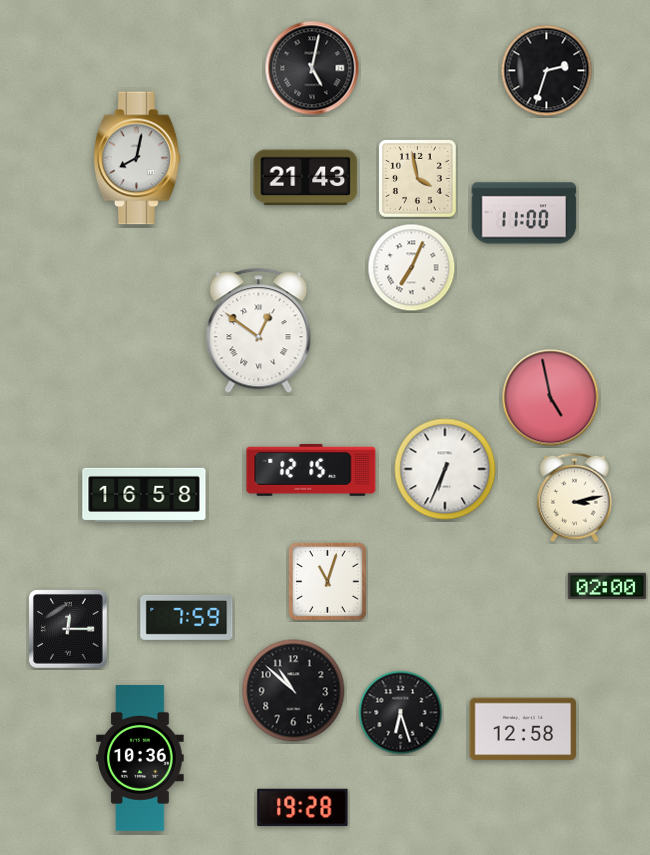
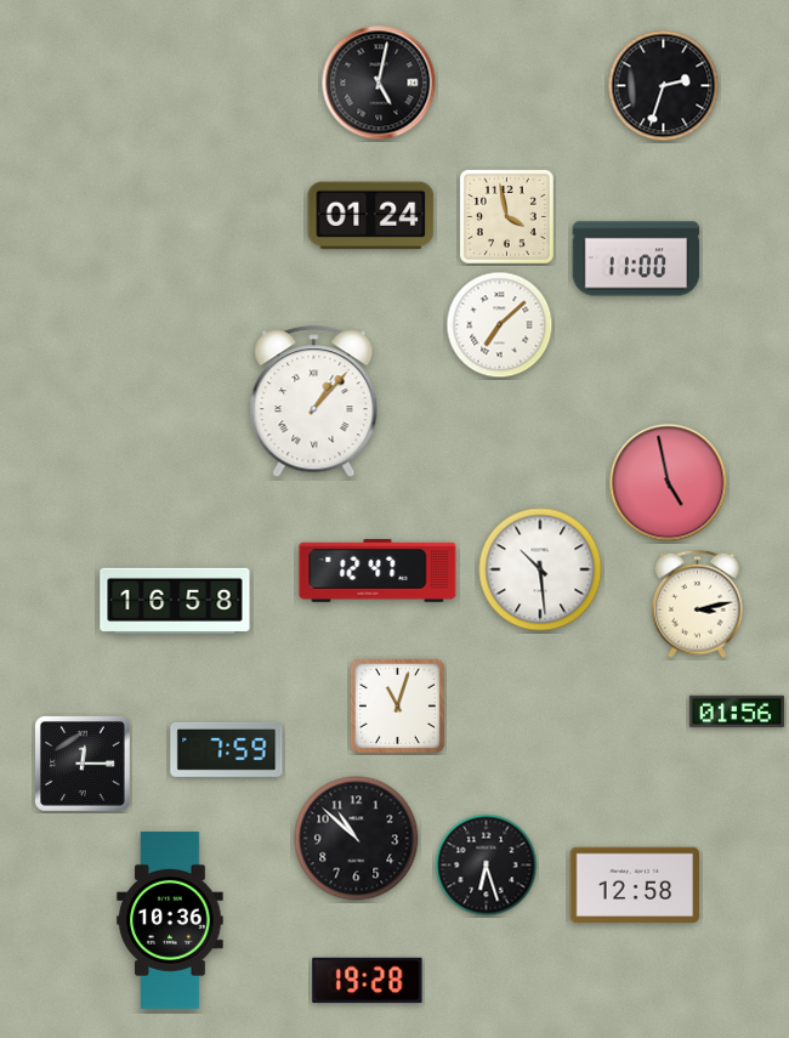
clock at (137, 158): 8:02 -> none
clock at (306, 178): 21:43 -> 01:24
clock at (412, 268): 7:04 -> 7:08
clock at (259, 331): 12:51 -> 1:07
clock at (445, 469): 6:34 -> 10:29
clock at (311, 471): 12:15 -> 12:47
clock at (607, 586): 02:00 -> 01:56
